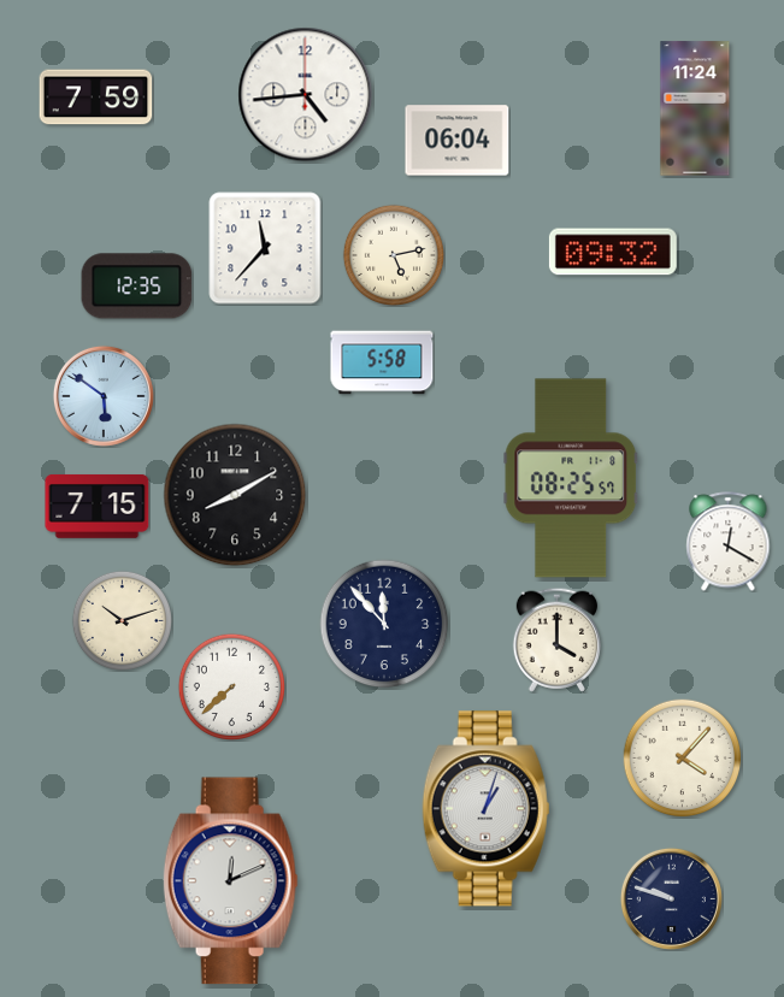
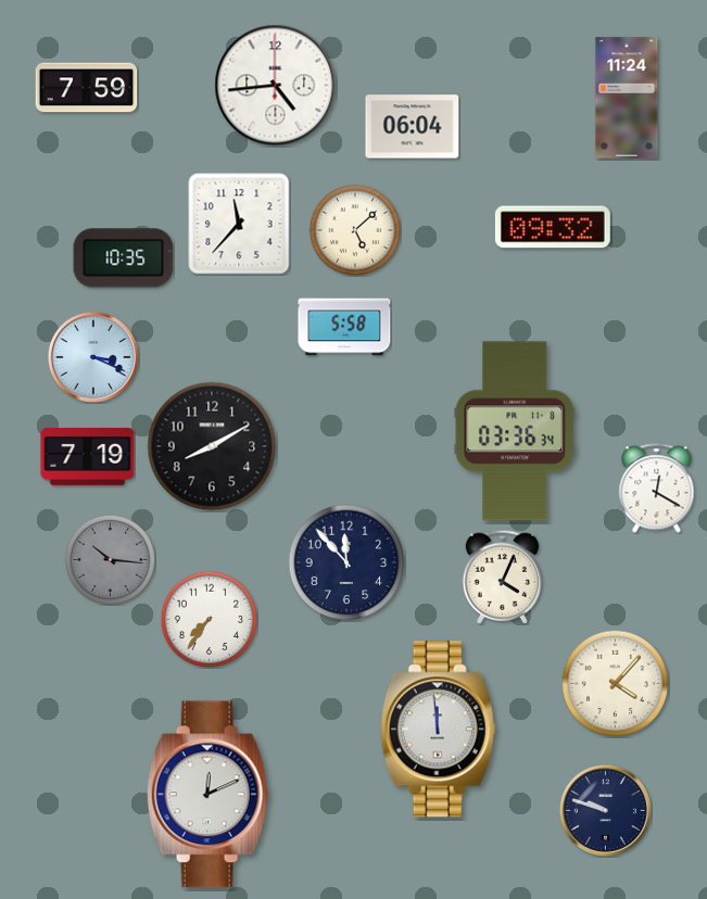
clock at (394, 255): 5:13 -> 5:08
clock at (137, 287): 12:35 -> 10:35
clock at (104, 396): 5:51 -> 3:19
clock at (571, 478): 08:25 -> 03:36
clock at (98, 506): 7:15 -> 7:19
clock at (122, 620): 10:12 -> 10:16
clock at (122, 620) dial: cream -> grey
clock at (556, 639): 4:00 -> 4:04
clock at (231, 686): 7:38 -> 7:36
clock at (487, 809): 1:03 -> 11:59
